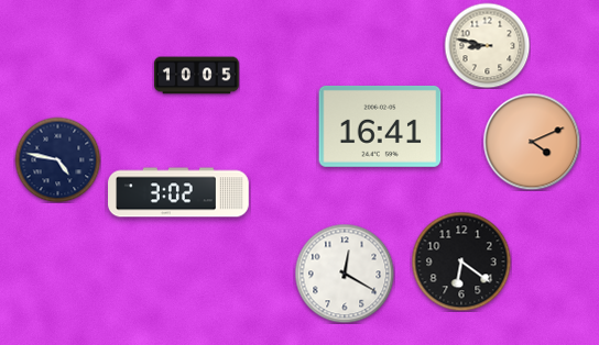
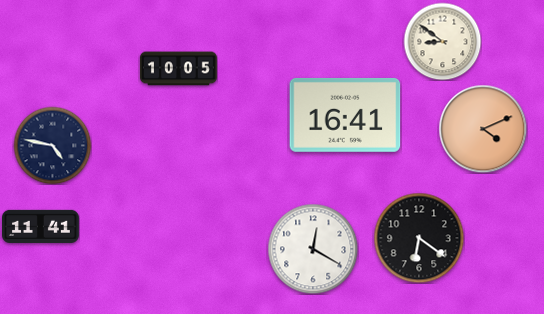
clock at (487, 45): 8:47 -> 8:51
clock at (178, 192): 3:02 -> none
clock at (41, 226): none -> 11:41
